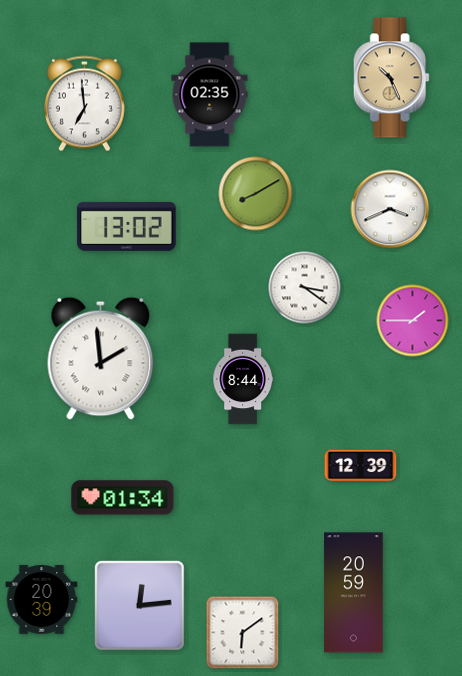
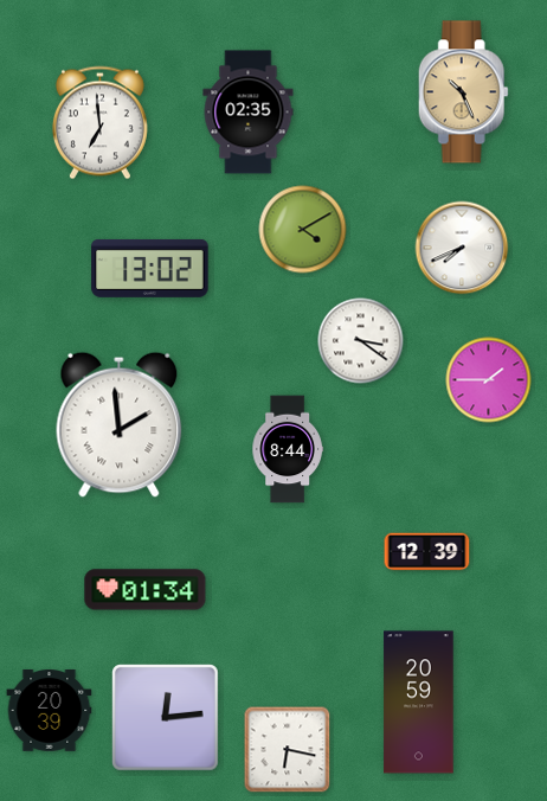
clock at (256, 194): 8:10 -> 4:10
clock at (390, 209): 3:41 -> 7:41
clock at (243, 633): 6:09 -> 6:17
